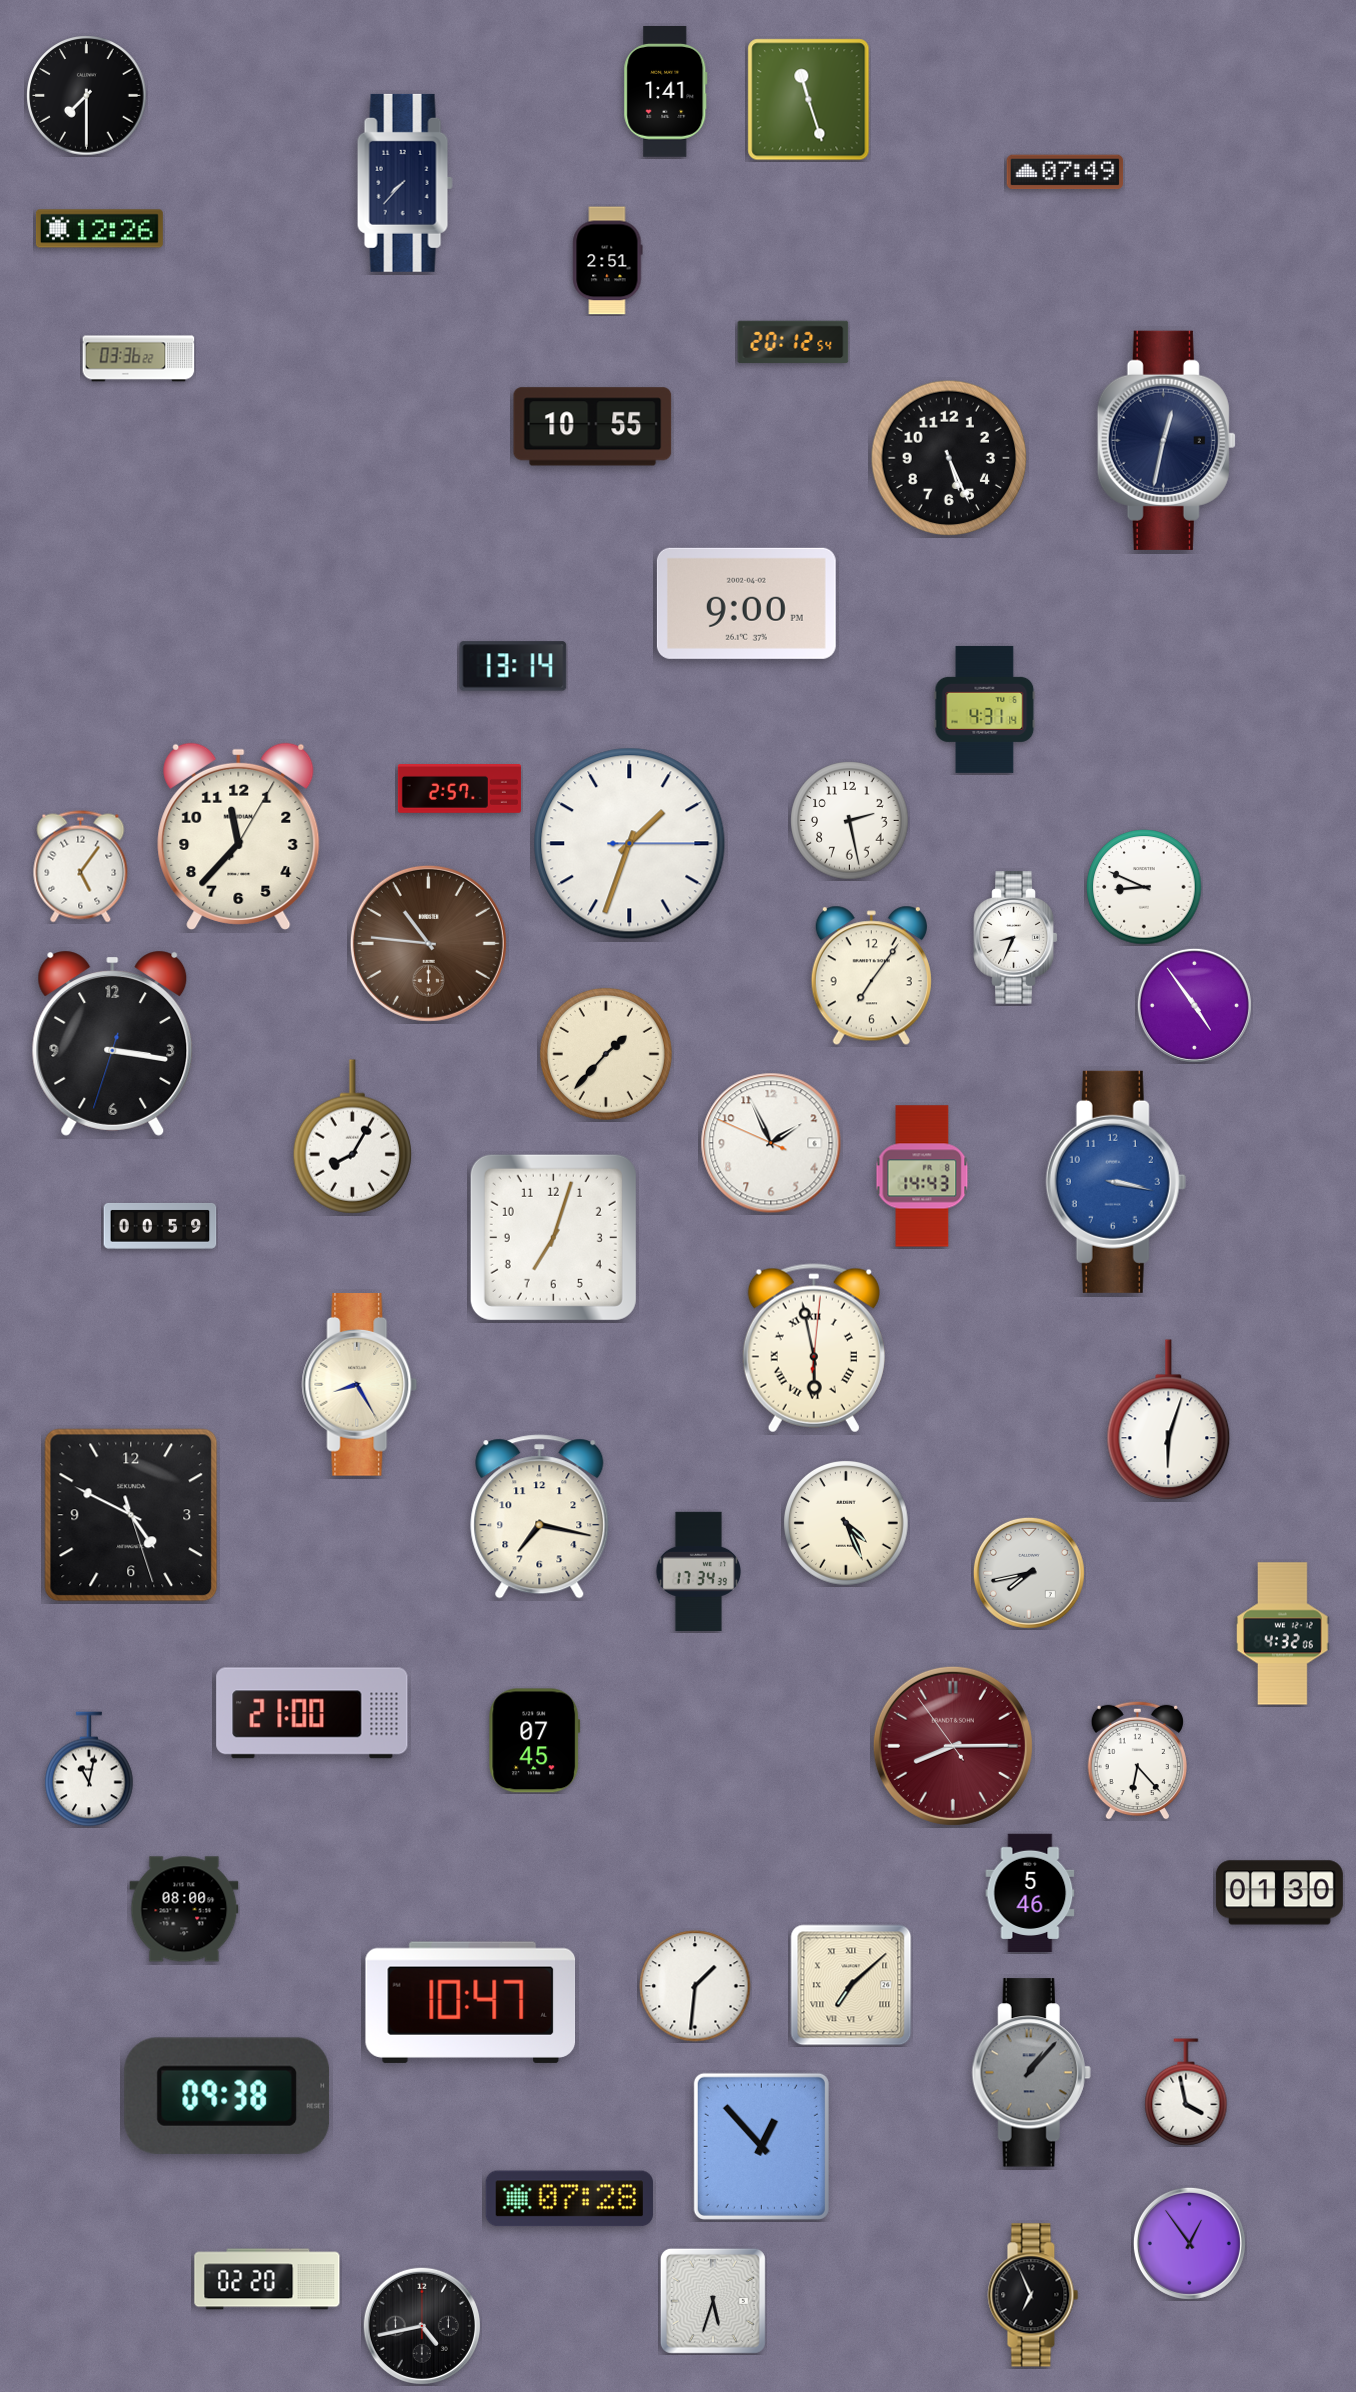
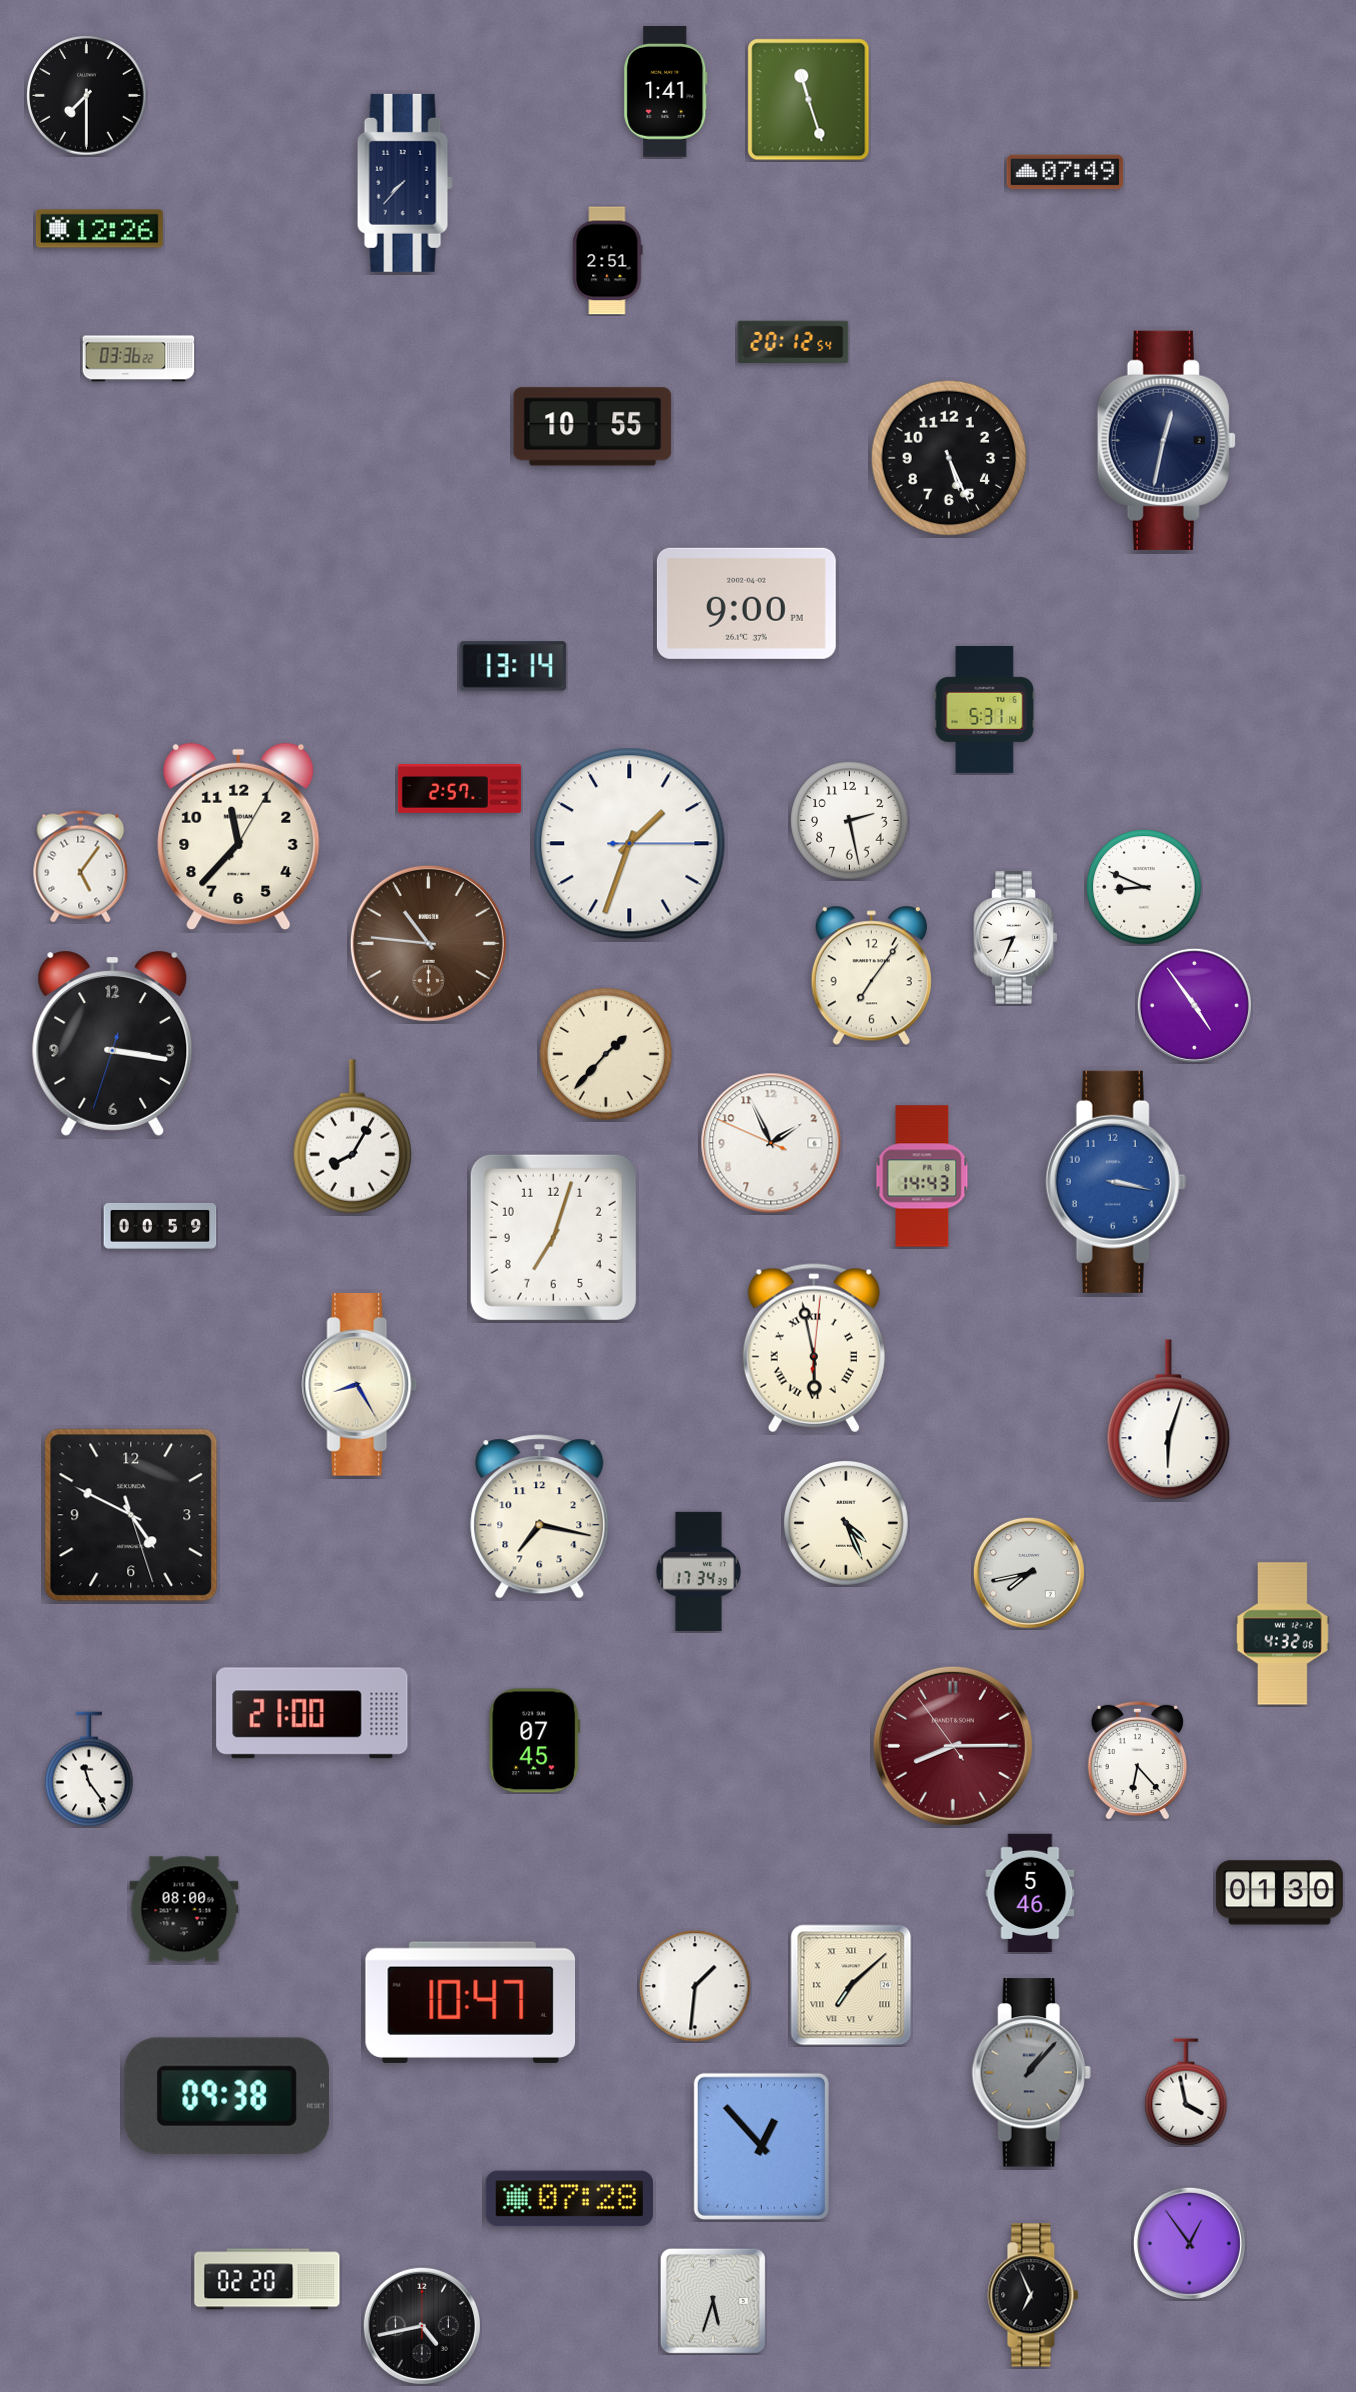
clock at (985, 709): 4:31 -> 5:31
clock at (89, 1769): 11:02 -> 11:24
